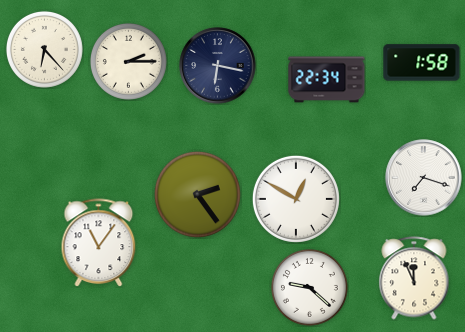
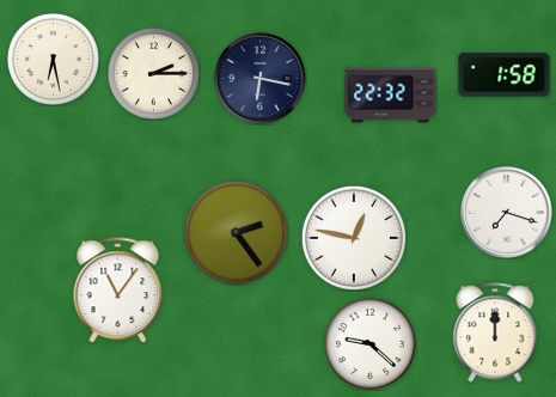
clock at (44, 49): 6:23 -> 6:28
clock at (327, 80): 22:34 -> 22:32
clock at (296, 199): 12:50 -> 12:47
clock at (414, 278): 11:56 -> 12:00
